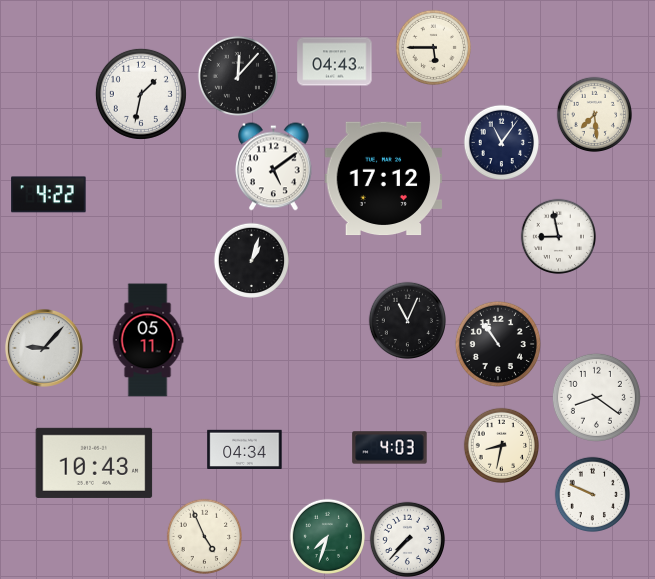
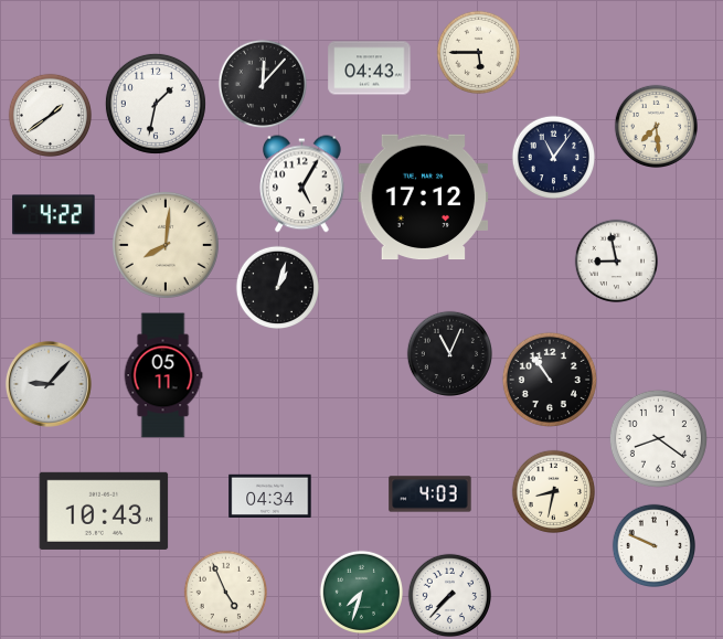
clock at (50, 115): none -> 1:39
clock at (274, 167): 5:09 -> 5:05
clock at (166, 245): none -> 8:01
